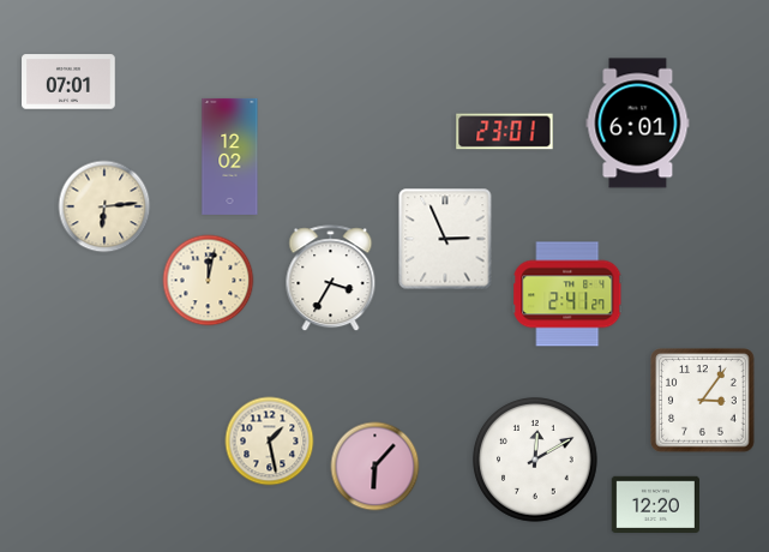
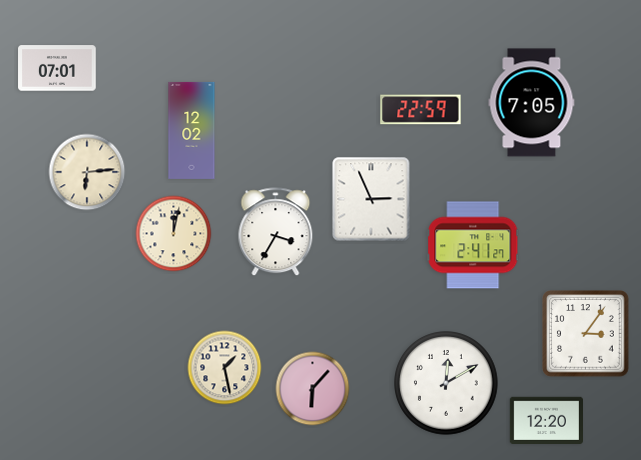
clock at (638, 124): 6:01 -> 7:05
clock at (505, 132): 23:01 -> 22:59
